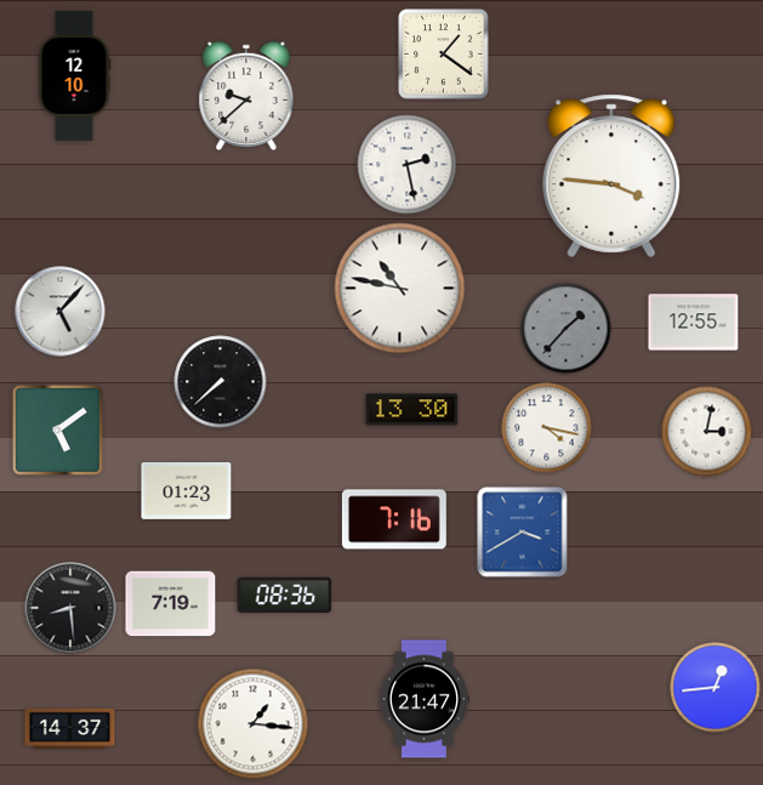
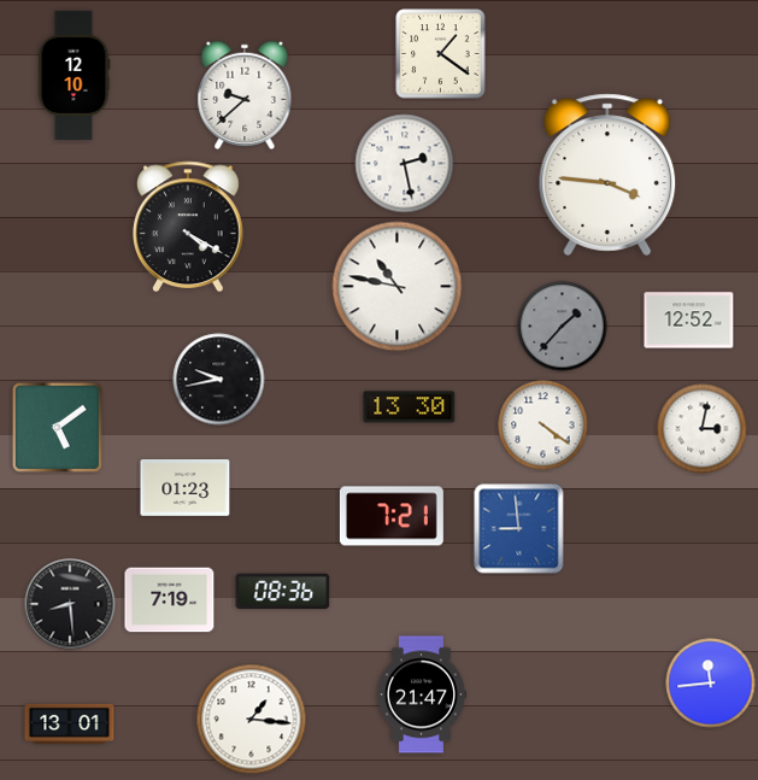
clock at (189, 225): none -> 4:20
clock at (61, 312): 5:07 -> none
clock at (694, 323): 12:55 -> 12:52
clock at (221, 382): 7:38 -> 9:43
clock at (547, 428): 4:17 -> 4:21
clock at (394, 519): 7:16 -> 7:21
clock at (523, 533): 3:40 -> 8:59
clock at (716, 688): 12:44 -> 11:44
clock at (70, 728): 14:37 -> 13:01
